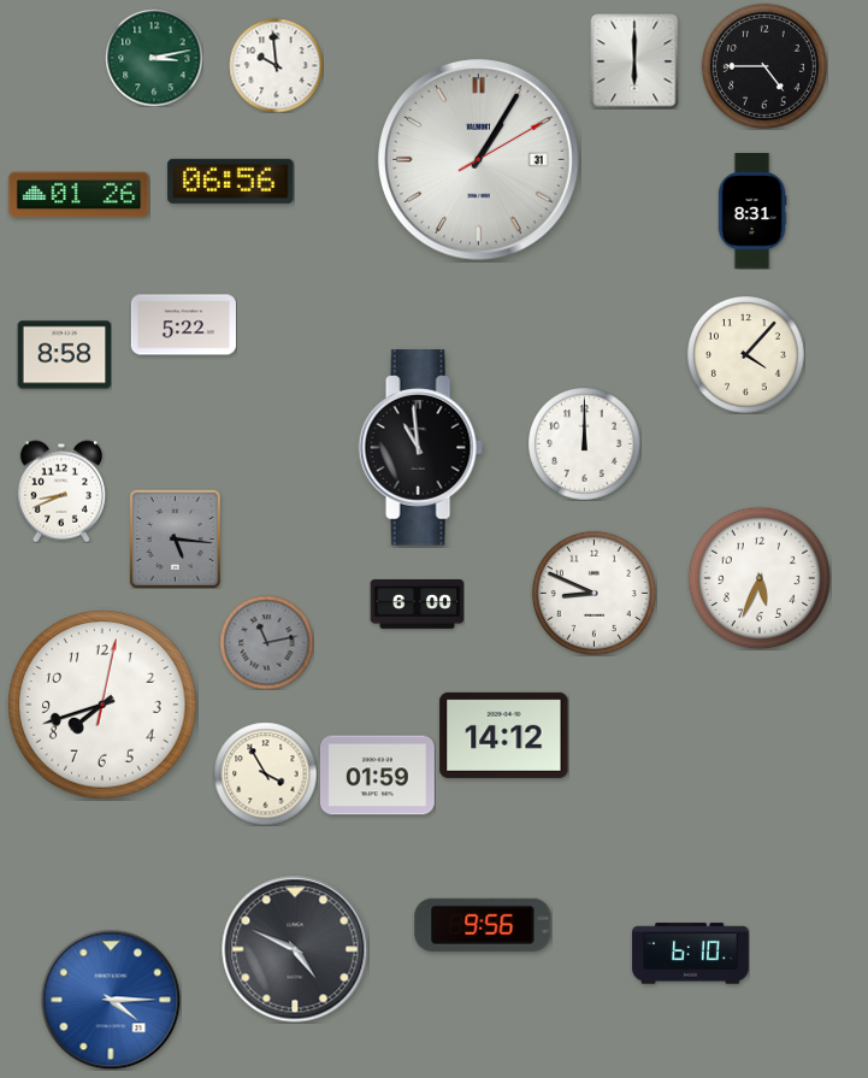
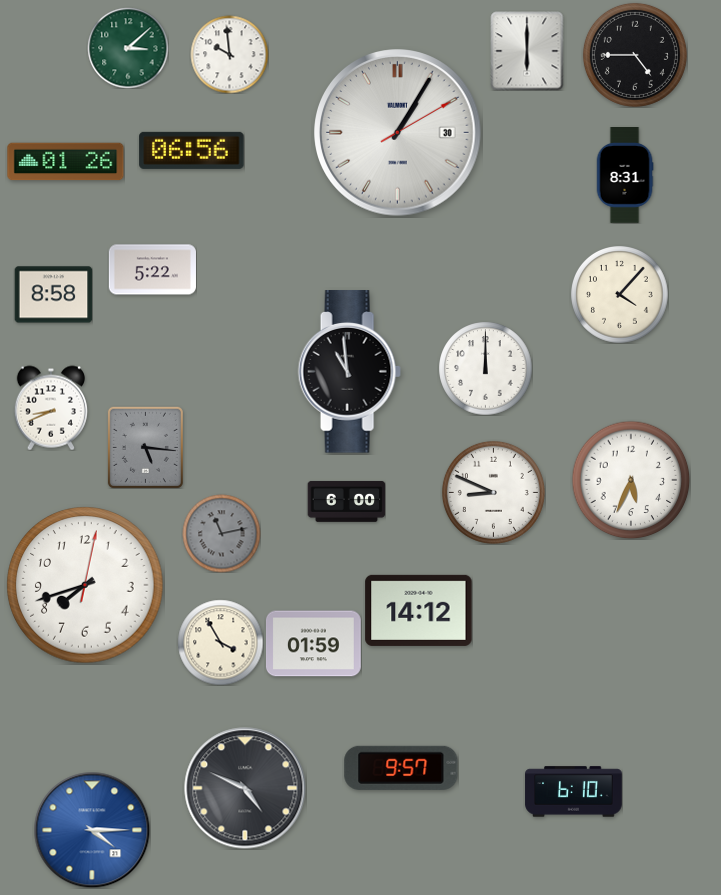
clock at (154, 58): 3:13 -> 3:08
clock at (479, 160) date: 31 -> 30
clock at (483, 925): 9:56 -> 9:57
